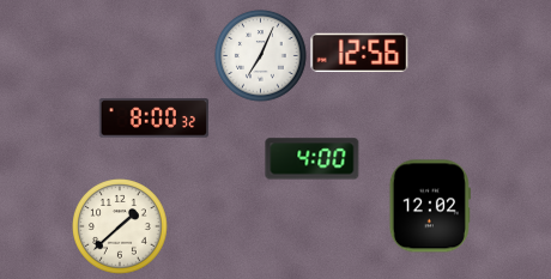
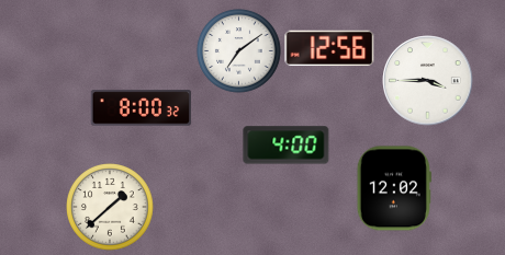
clock at (261, 56): 7:04 -> 7:09
clock at (428, 81): none -> 3:45
